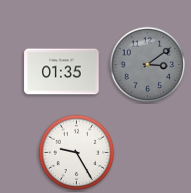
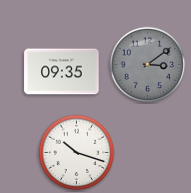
clock at (62, 72): 01:35 -> 09:35
clock at (77, 153): 9:25 -> 10:18
